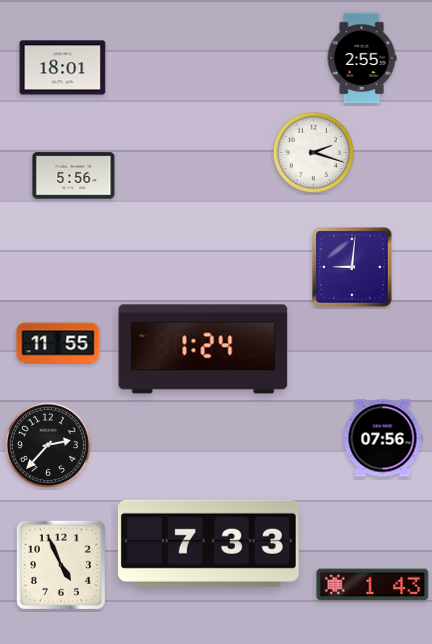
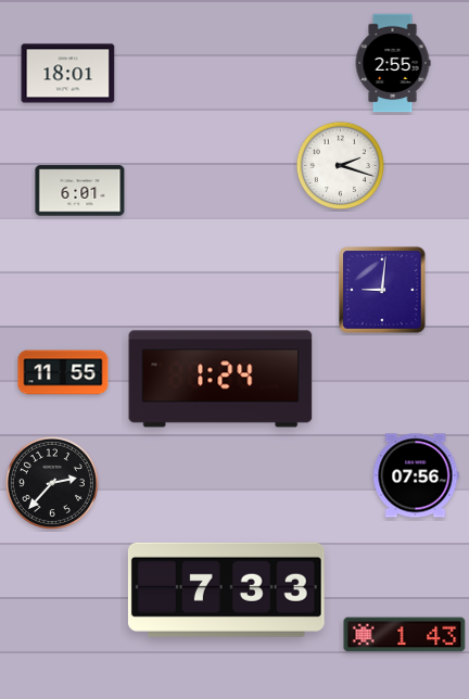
clock at (74, 176): 5:56 -> 6:01
clock at (61, 565): 4:56 -> none
